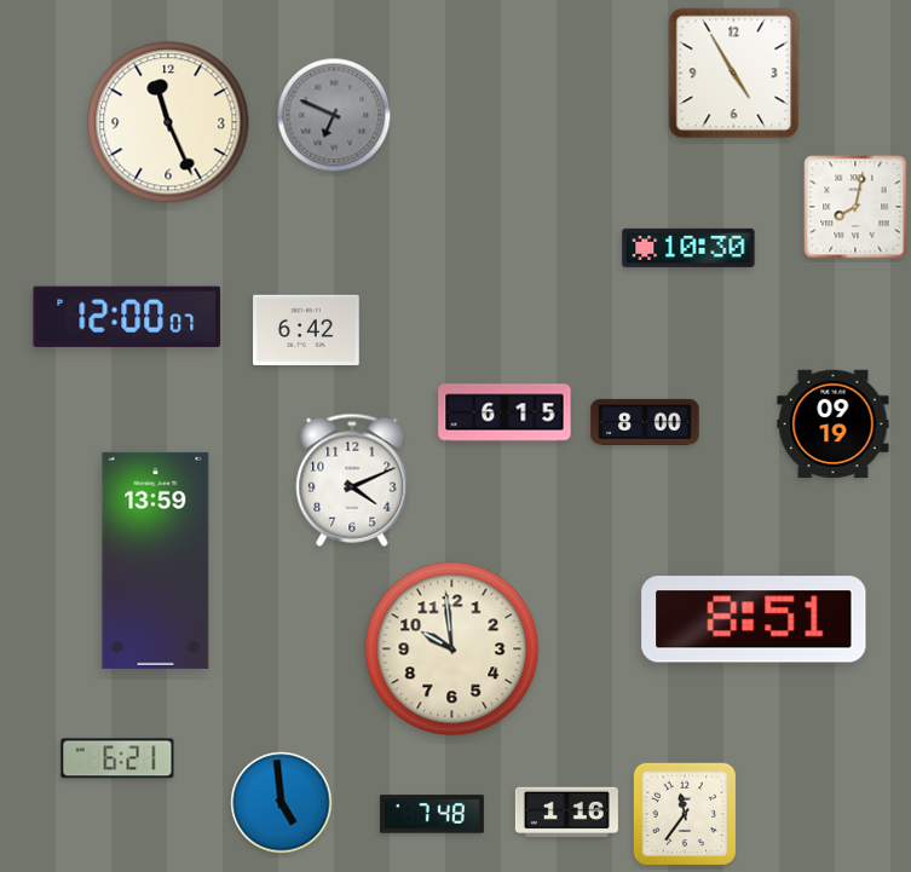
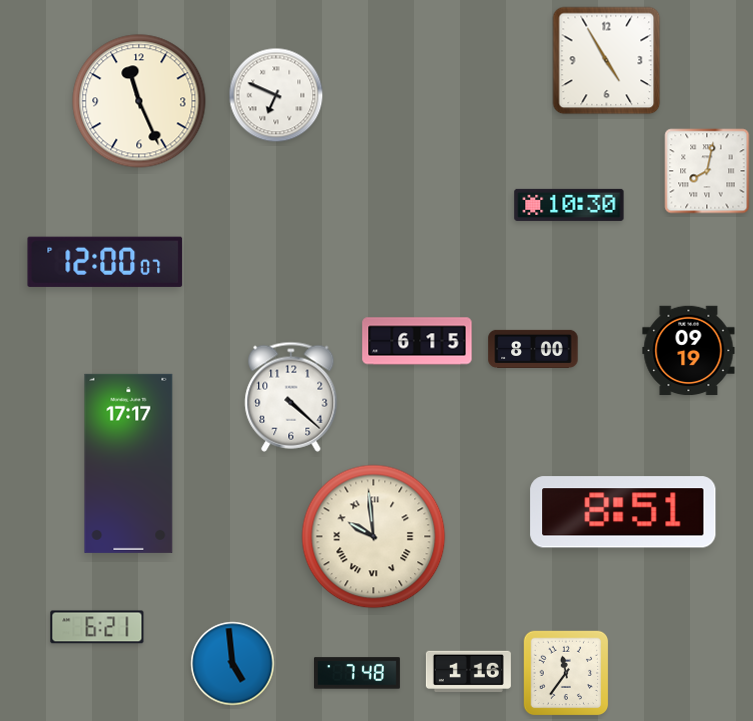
clock at (334, 115) dial: grey -> white
clock at (306, 329): 6:42 -> none
clock at (352, 480): 4:11 -> 4:22
clock at (156, 560): 13:59 -> 17:17
clock at (452, 649) numerals: Arabic -> Roman
